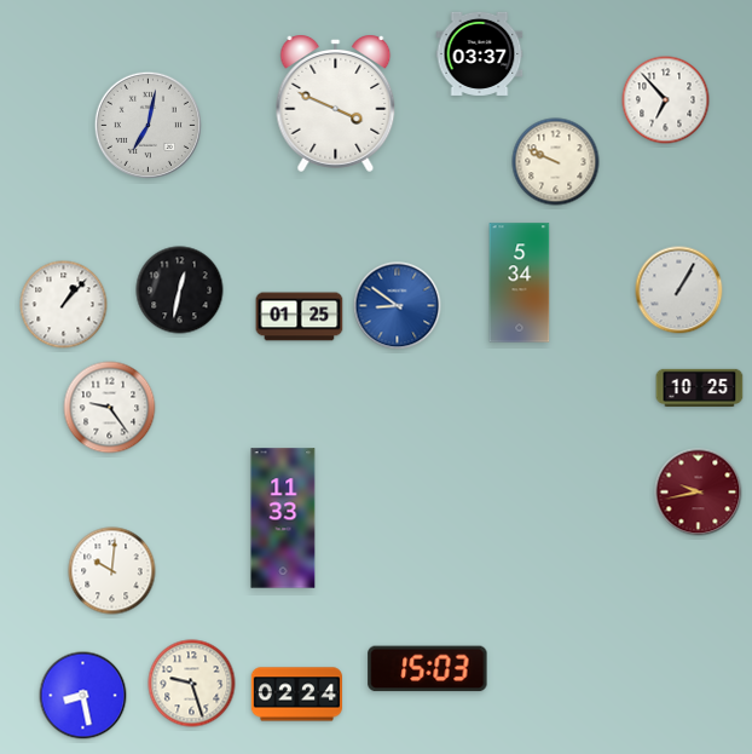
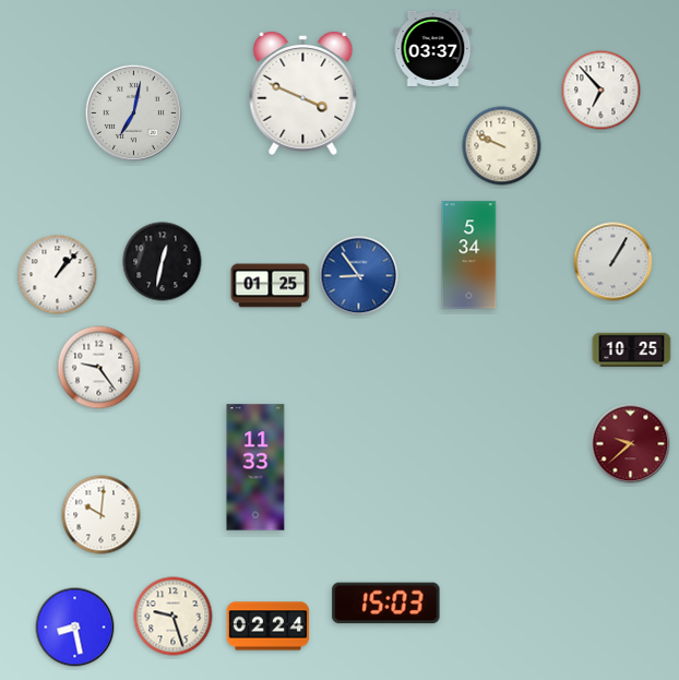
clock at (398, 306): 8:51 -> 8:54
clock at (699, 493): 9:43 -> 9:38
